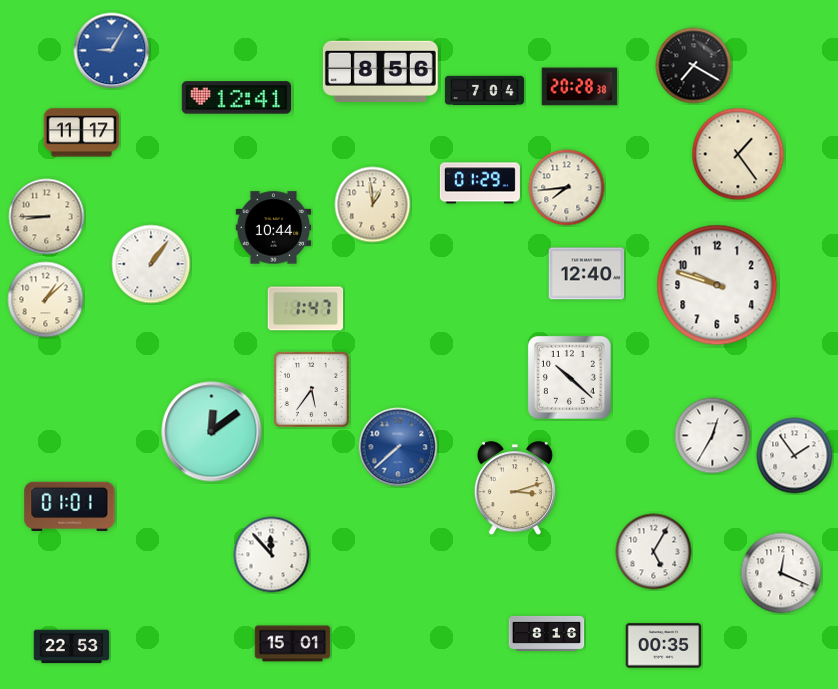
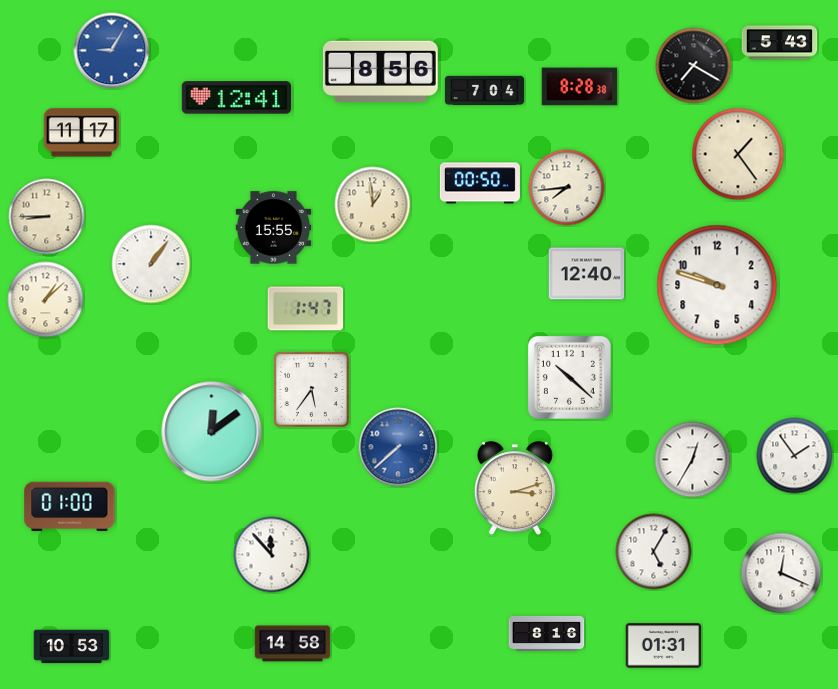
clock at (780, 43): none -> 5:43
clock at (580, 87): 20:28 -> 8:28
clock at (480, 183): 01:29 -> 00:50
clock at (274, 228): 10:44 -> 15:55
clock at (713, 436) position: (713, 436) -> (693, 460)
clock at (70, 506): 01:01 -> 01:00
clock at (293, 644): 15:01 -> 14:58
clock at (664, 646): 00:35 -> 01:31
clock at (72, 647): 22:53 -> 10:53
